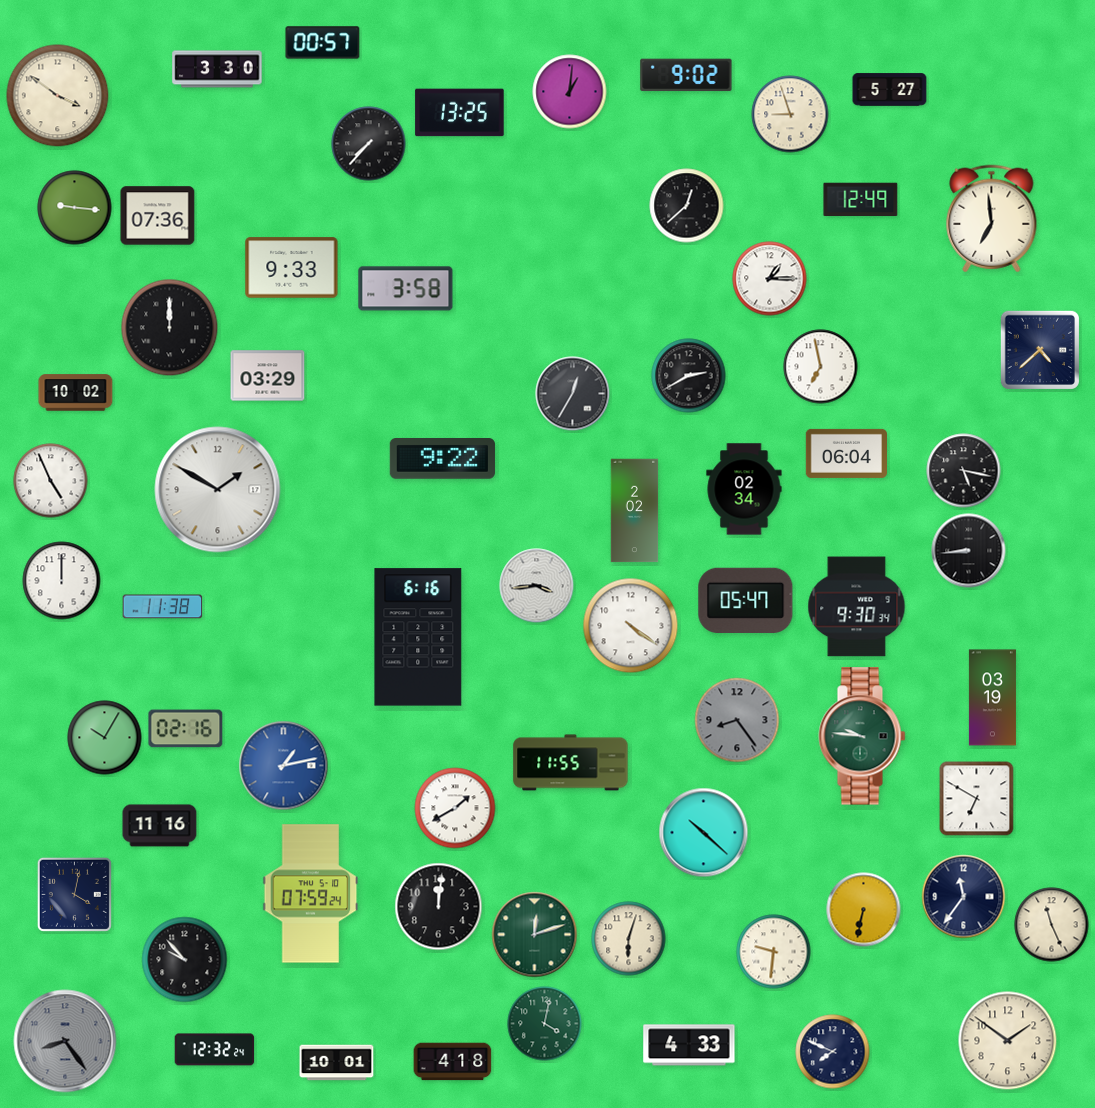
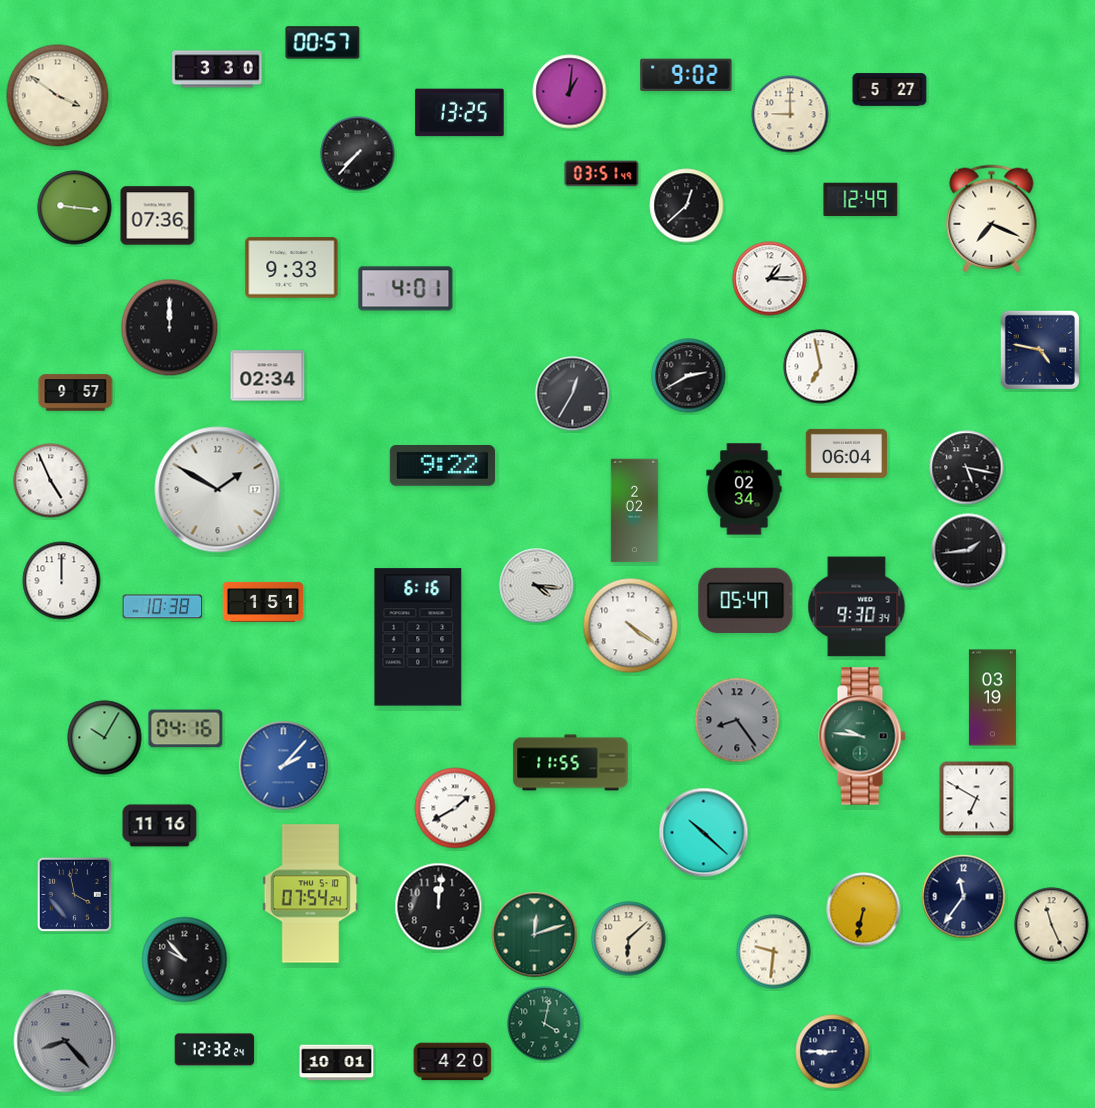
clock at (790, 114): 8:57 -> 9:00
clock at (369, 144) position: (369, 144) -> (358, 154)
clock at (602, 174): none -> 03:51
clock at (992, 219): 6:59 -> 7:19
clock at (406, 289): 3:58 -> 4:01
clock at (1039, 349): 4:38 -> 4:47
clock at (268, 376): 03:29 -> 02:34
clock at (76, 393): 10:02 -> 9:57
clock at (442, 459) position: (442, 459) -> (442, 466)
clock at (964, 471) position: (964, 471) -> (967, 468)
clock at (969, 551): 8:44 -> 1:44
clock at (537, 586): 3:44 -> 4:16
clock at (263, 602): none -> 1:51
clock at (163, 607): 11:38 -> 10:38
clock at (186, 729): 02:16 -> 04:16
clock at (284, 766): 1:13 -> 2:07
clock at (74, 894): 4:02 -> 3:58
clock at (311, 894): 07:59 -> 07:54
clock at (629, 939): 6:03 -> 6:08
clock at (65, 1041): 8:24 -> 8:23
clock at (1008, 1041): 1:51 -> none
clock at (689, 1045): 4:33 -> none
clock at (833, 1052): 7:49 -> 8:45
clock at (453, 1062): 4:18 -> 4:20
